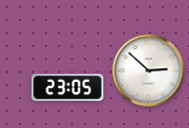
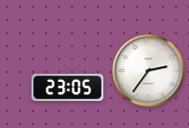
clock at (149, 71): 2:52 -> 2:36
